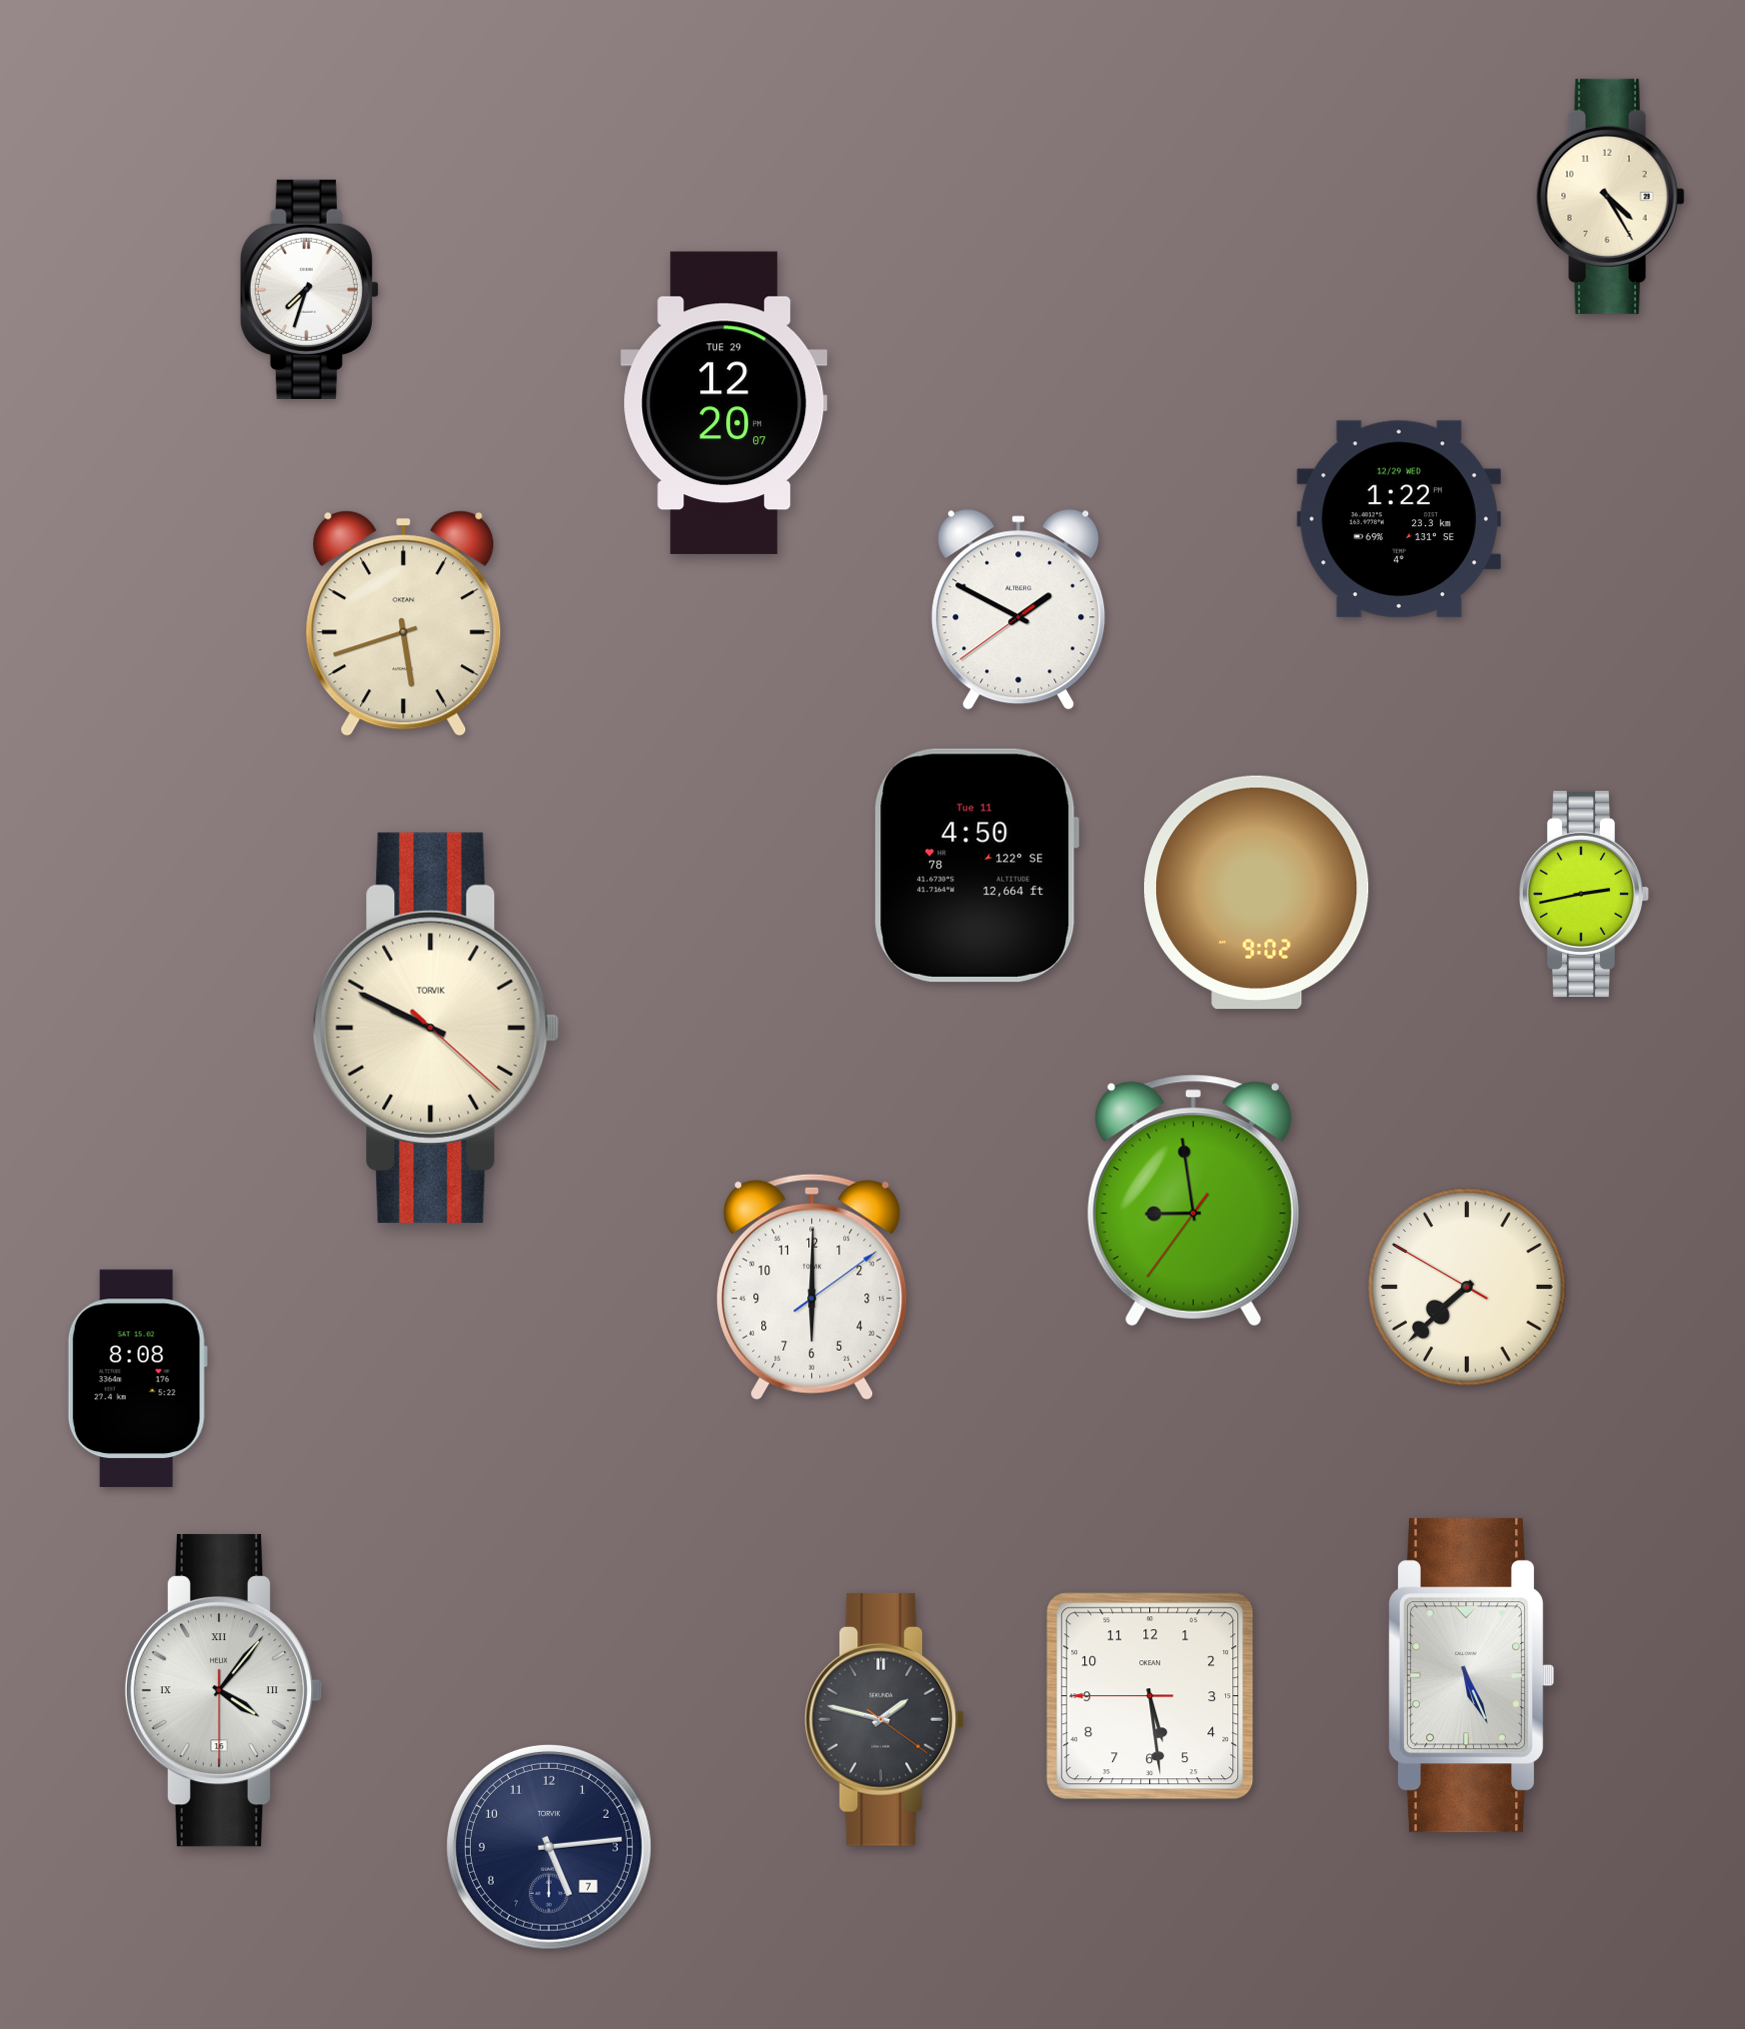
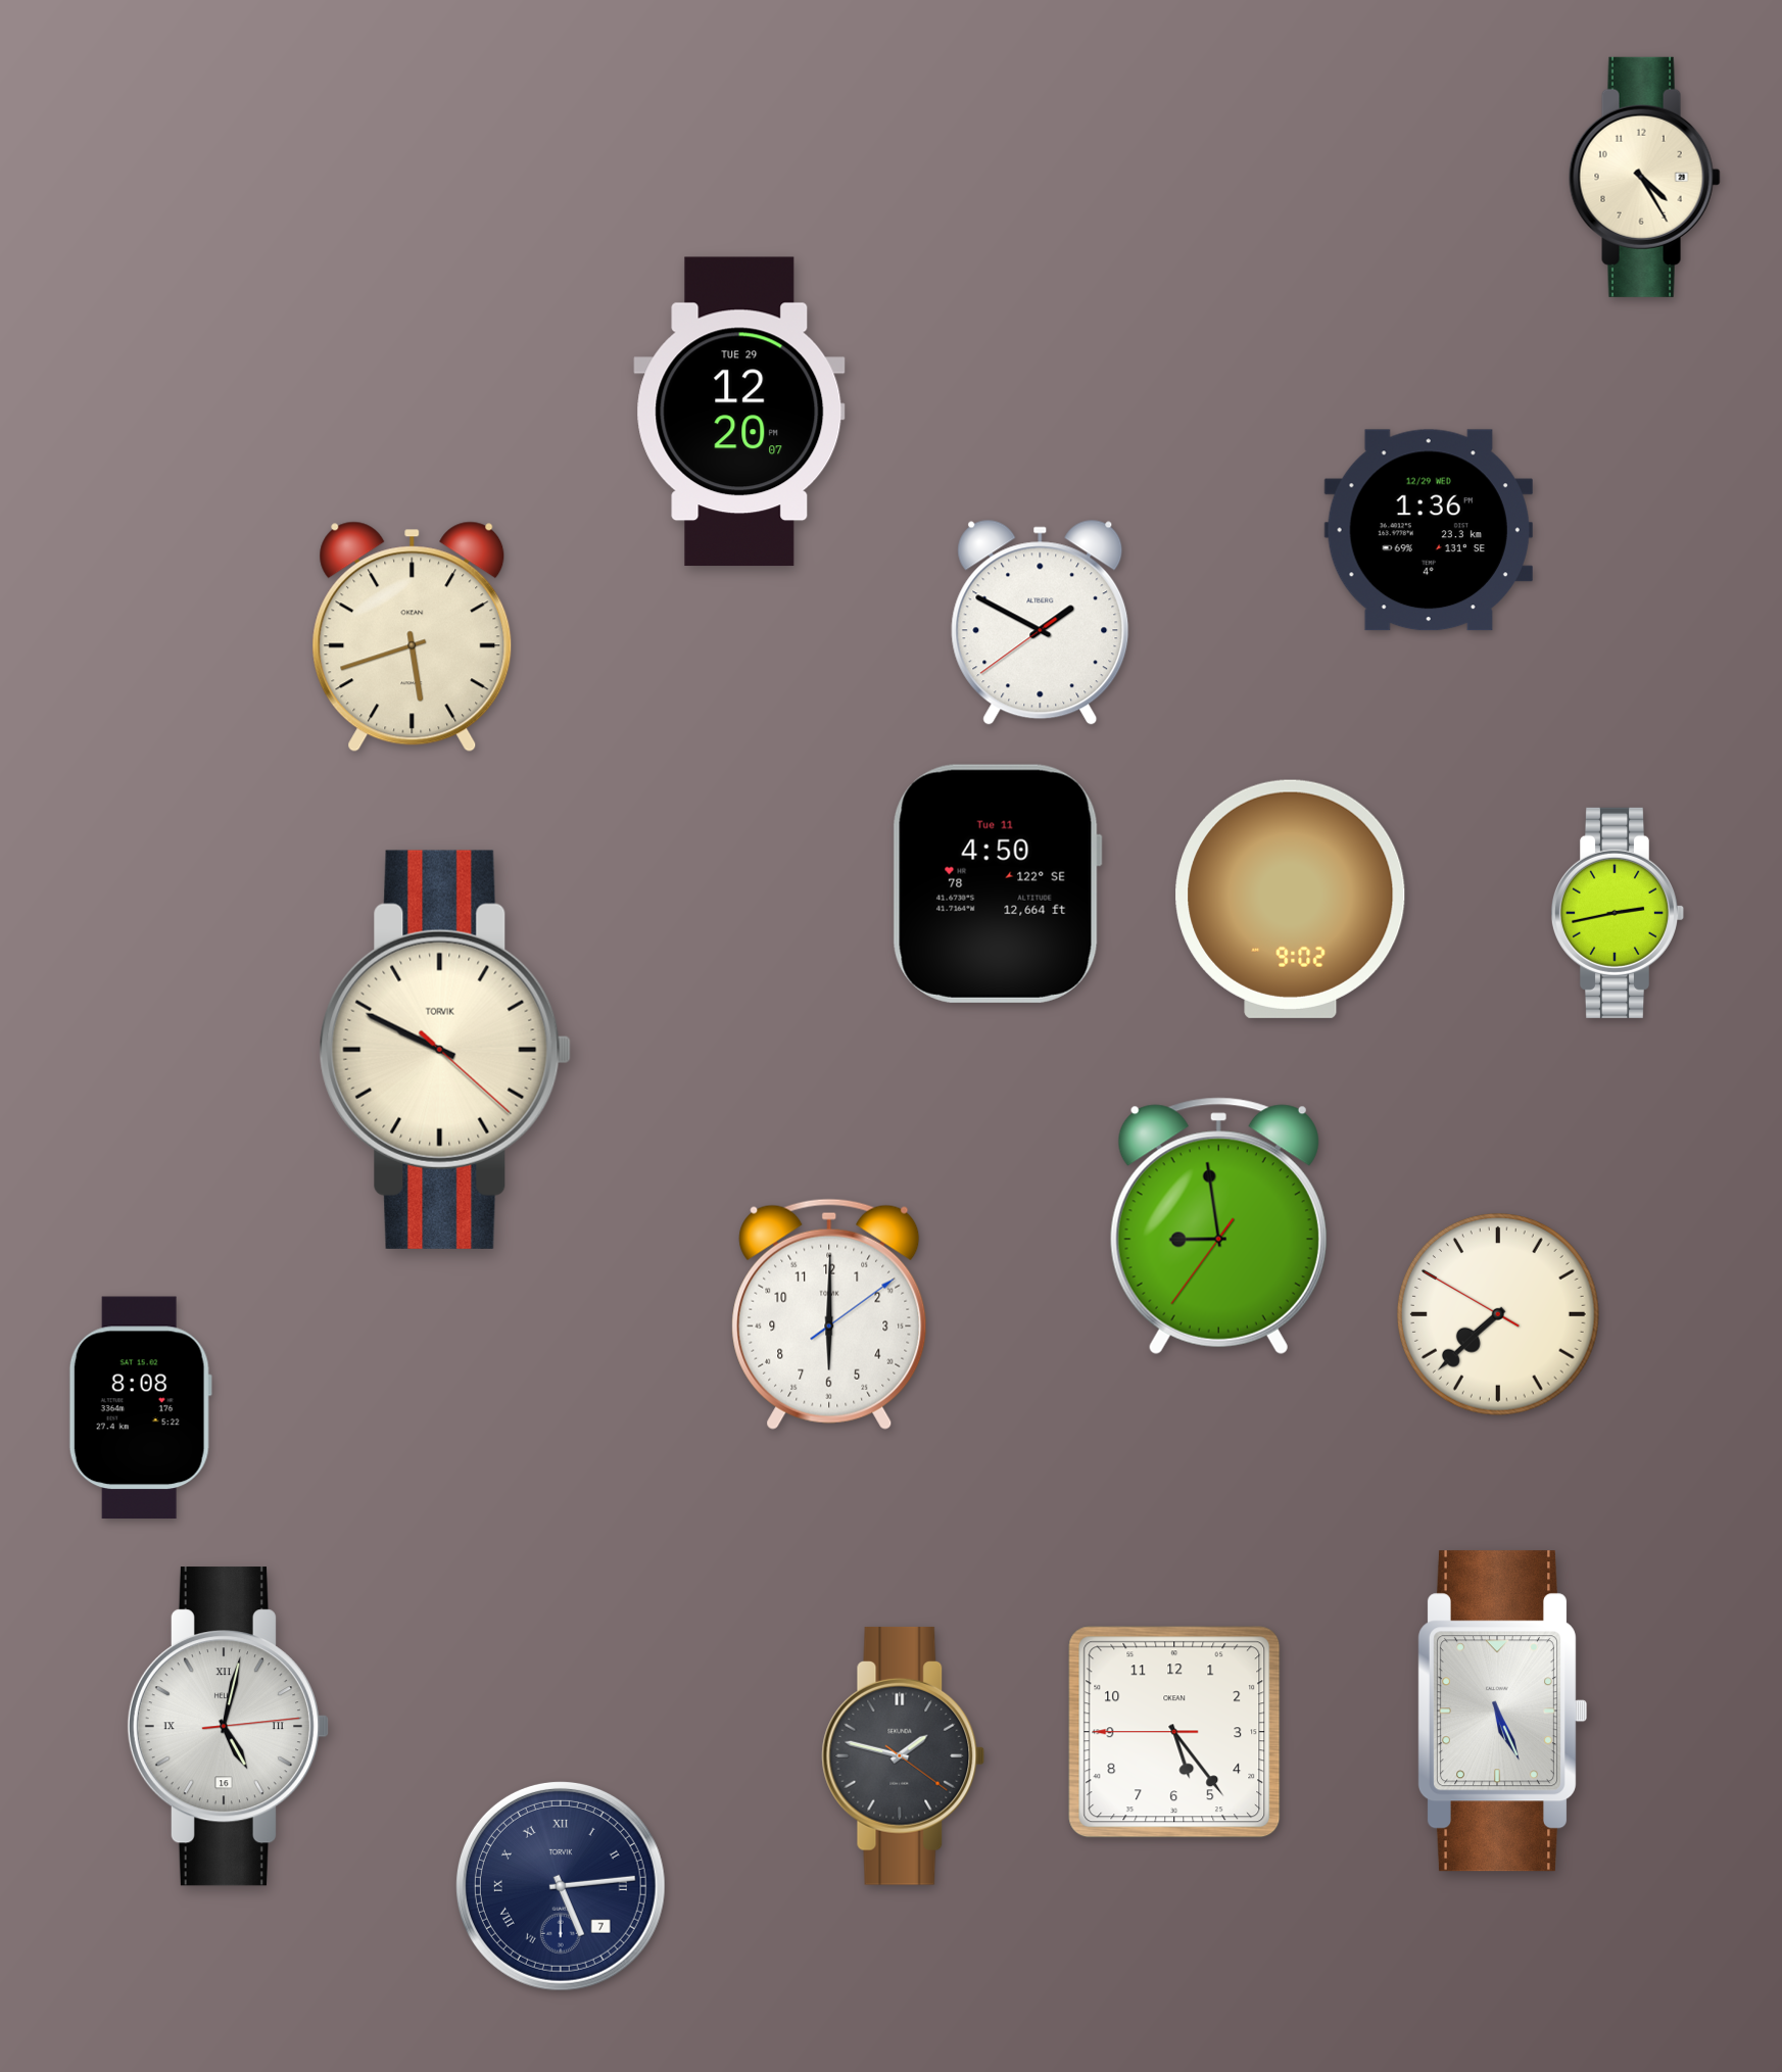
clock at (1610, 196) position: (1610, 196) -> (1644, 177)
clock at (309, 289): 7:33 -> none
clock at (1399, 519): 1:22 -> 1:36
clock at (1257, 892) position: (1257, 892) -> (1291, 899)
clock at (223, 1691): 4:06 -> 5:02
clock at (1150, 1696): 5:28 -> 5:23
clock at (549, 1847) numerals: Arabic -> Roman
